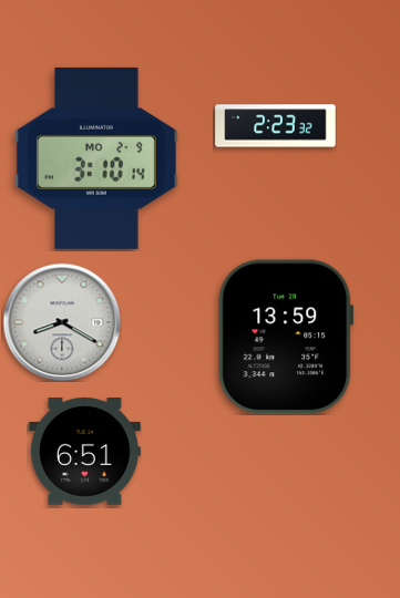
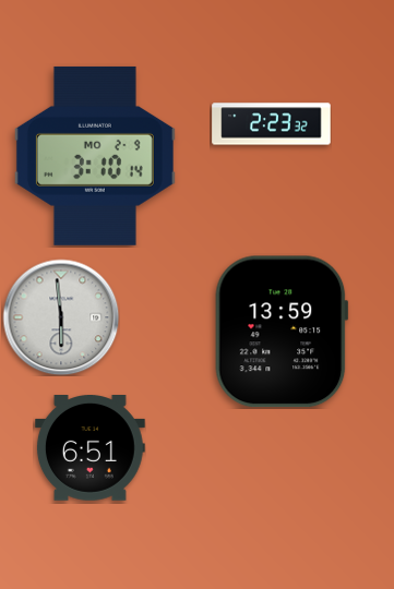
clock at (62, 322): 8:20 -> 5:59
clock at (84, 452) position: (84, 452) -> (89, 448)
